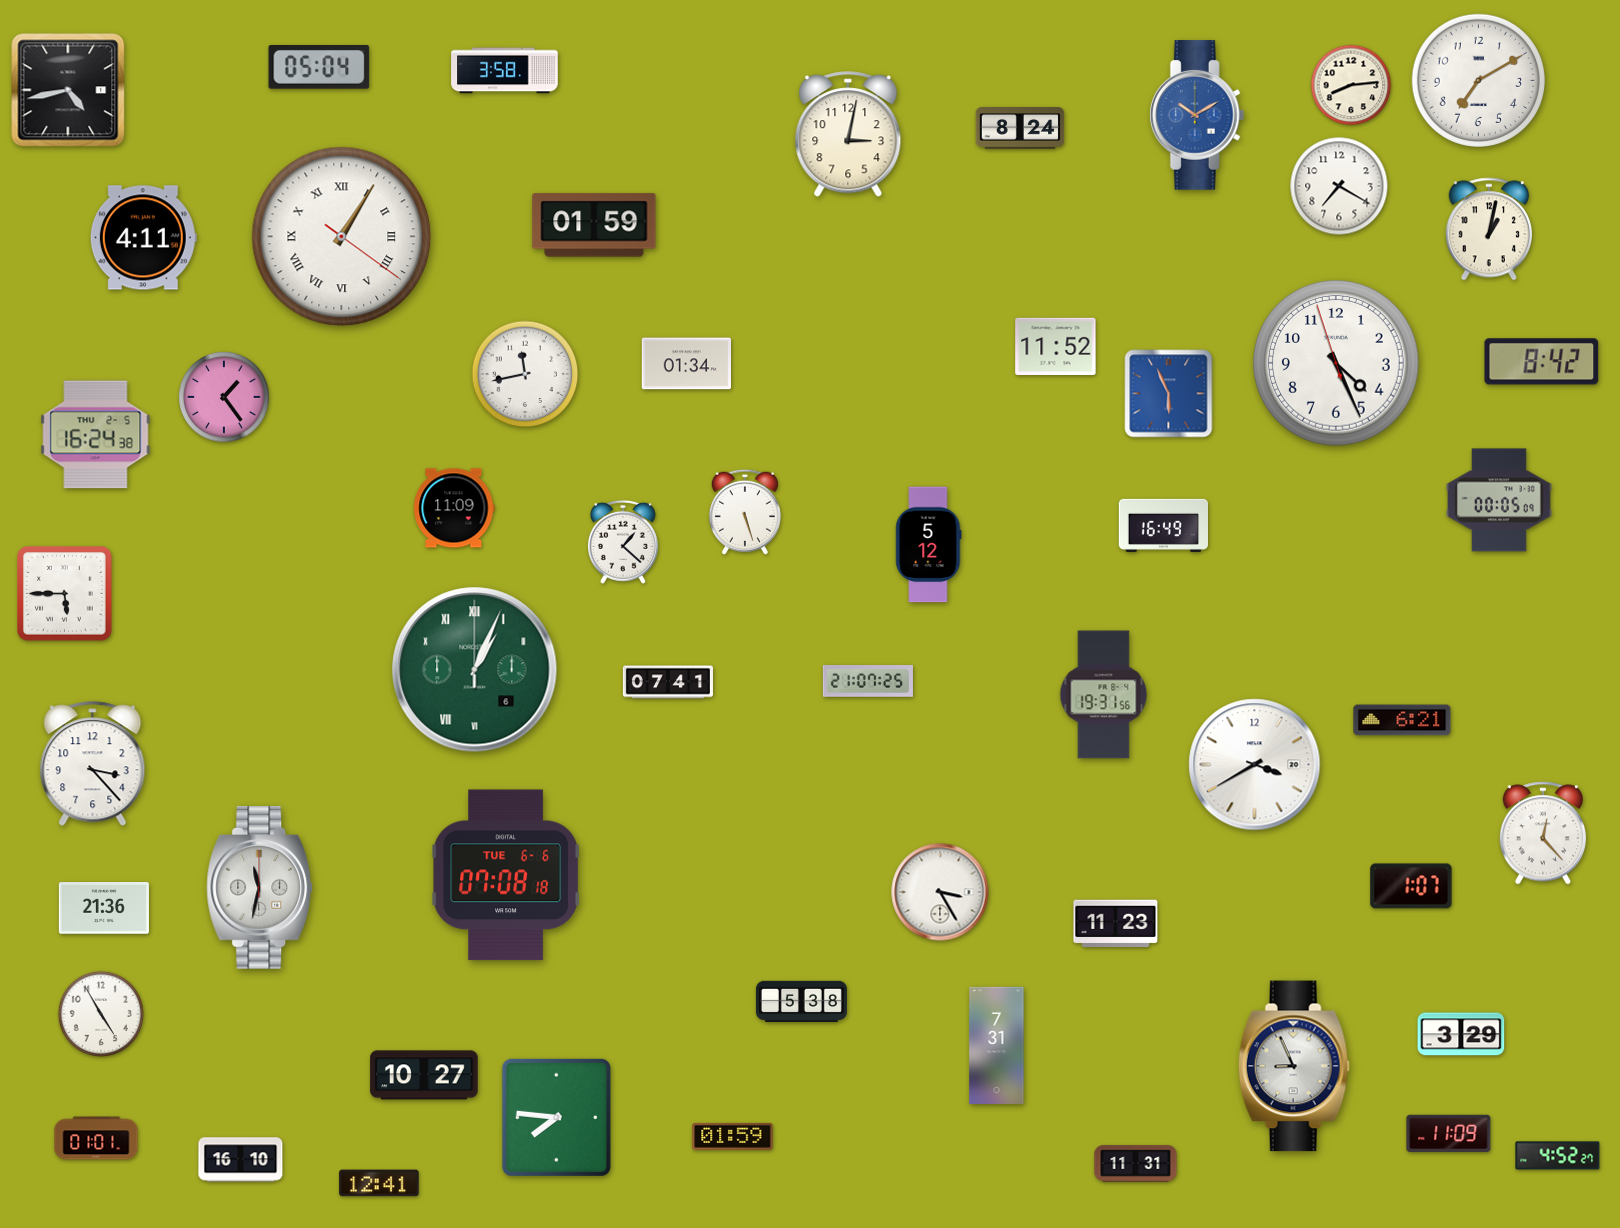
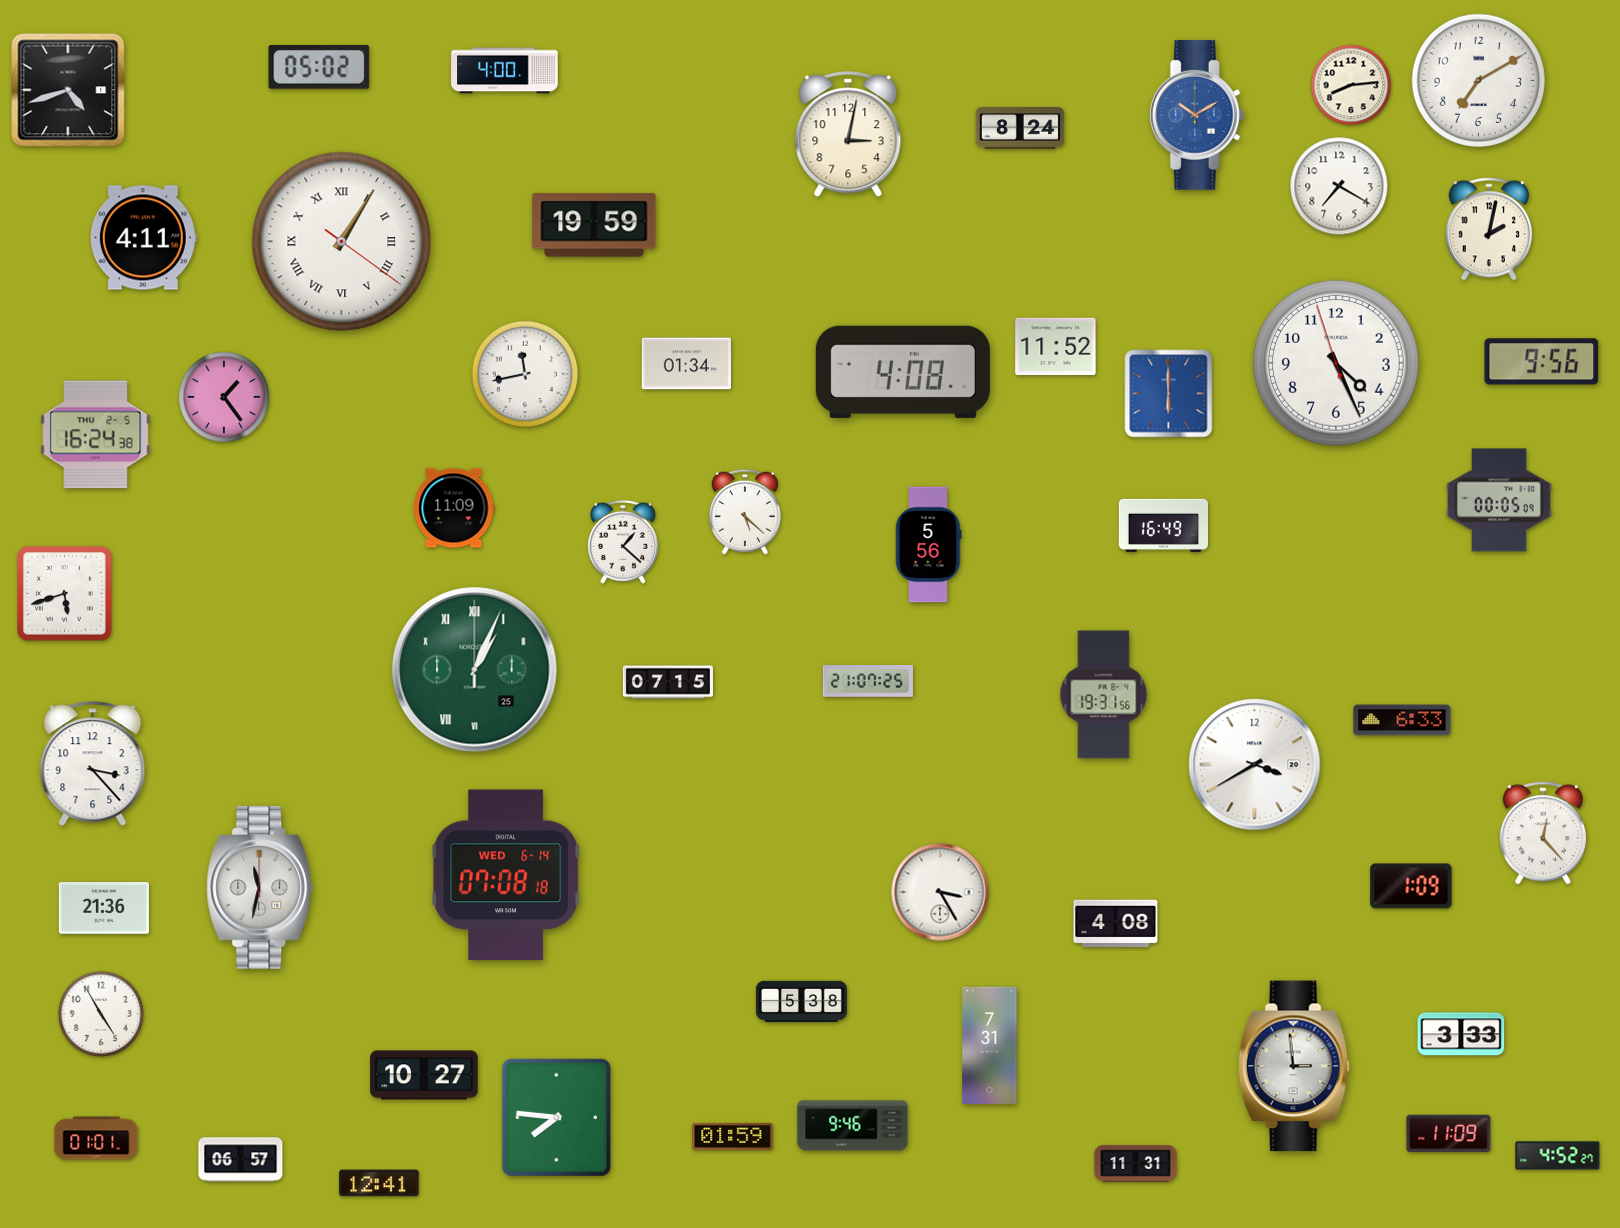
clock at (319, 67): 05:04 -> 05:02
clock at (505, 71): 3:58 -> 4:00
clock at (68, 90): 4:43 -> 4:42
clock at (594, 225): 01:59 -> 19:59
clock at (1488, 229): 1:02 -> 2:02
clock at (342, 237) position: (342, 237) -> (342, 242)
clock at (1542, 362): 8:42 -> 9:56
clock at (903, 372): none -> 4:08
clock at (1169, 394): 5:56 -> 6:00
clock at (745, 512): 5:27 -> 5:22
clock at (929, 545): 5:12 -> 5:56
clock at (65, 594): 5:45 -> 5:42
clock at (475, 670) date: 6 -> 25
clock at (668, 682): 07:41 -> 07:15
clock at (1402, 720): 6:21 -> 6:33
clock at (506, 875) date: TUE 6-6 -> WED 6-14
clock at (1411, 886): 1:07 -> 1:09
clock at (1116, 924): 11:23 -> 4:08
clock at (1461, 1034): 3:29 -> 3:33
clock at (997, 1046) position: (997, 1046) -> (990, 1046)
clock at (1294, 1066): 8:56 -> 2:59
clock at (853, 1126): none -> 9:46
clock at (241, 1160): 16:10 -> 06:57
